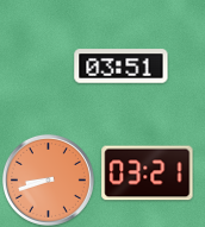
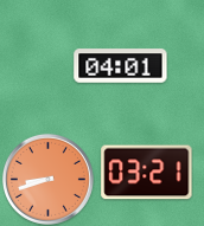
clock at (122, 67): 03:51 -> 04:01
